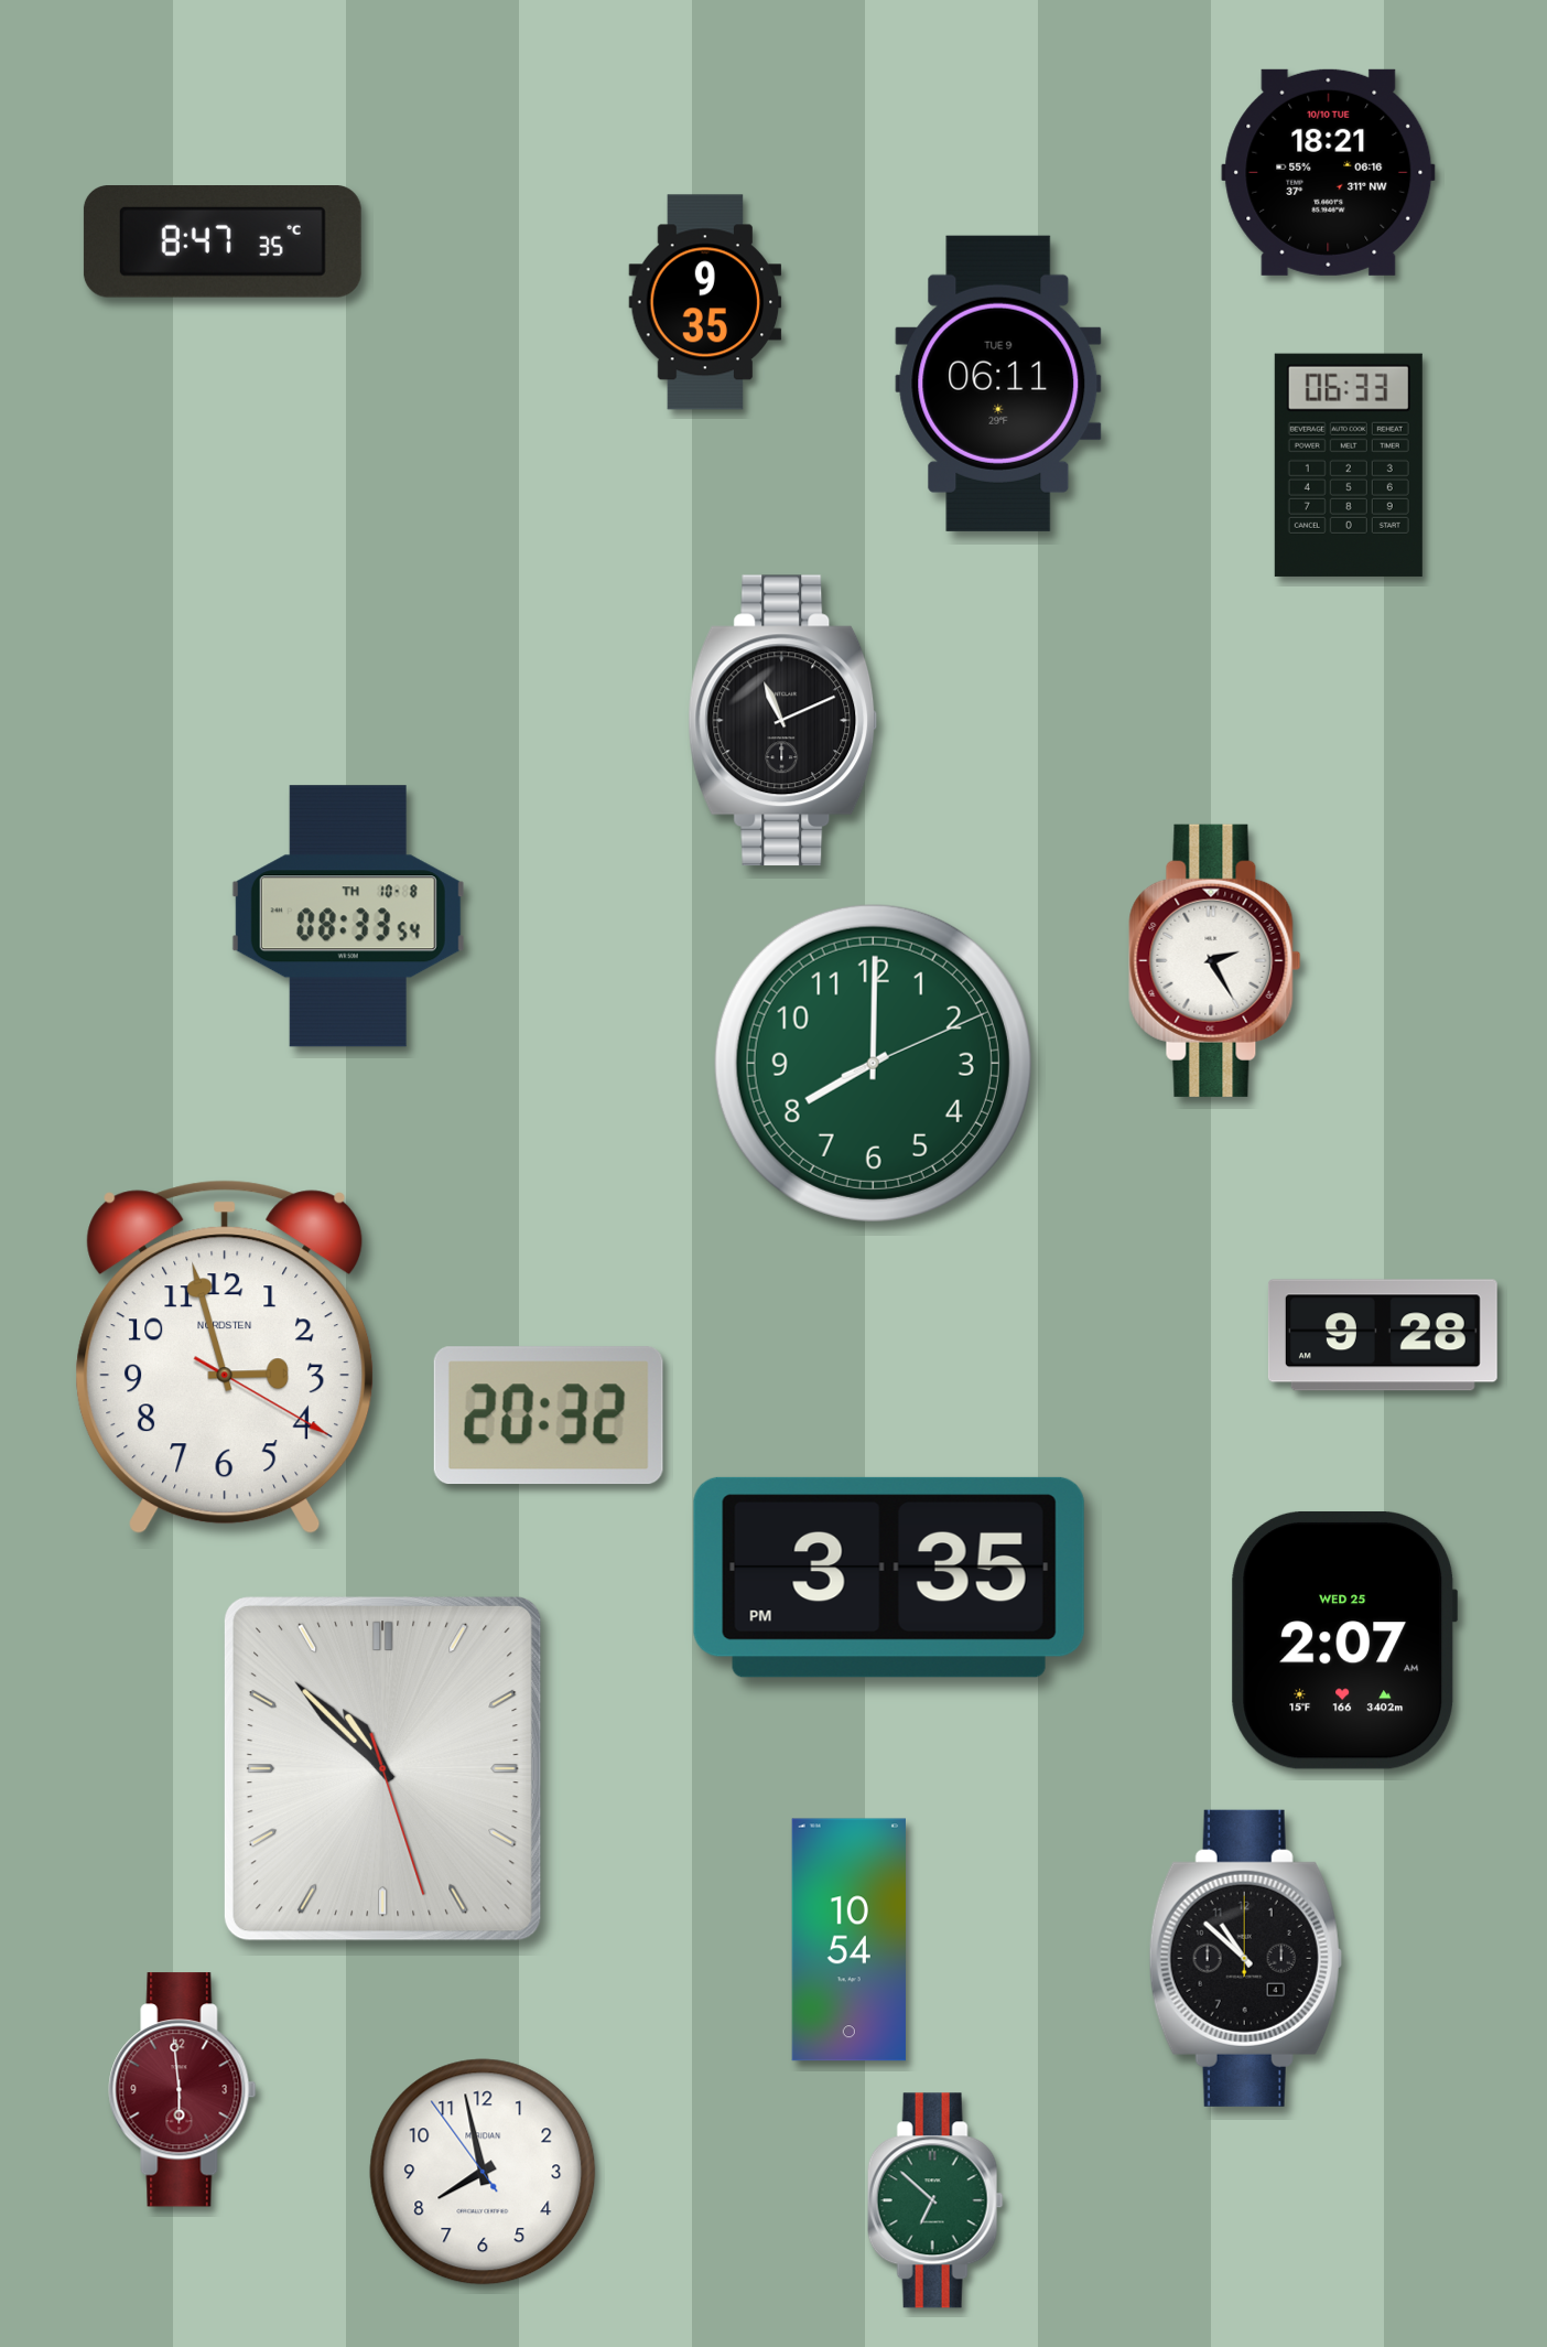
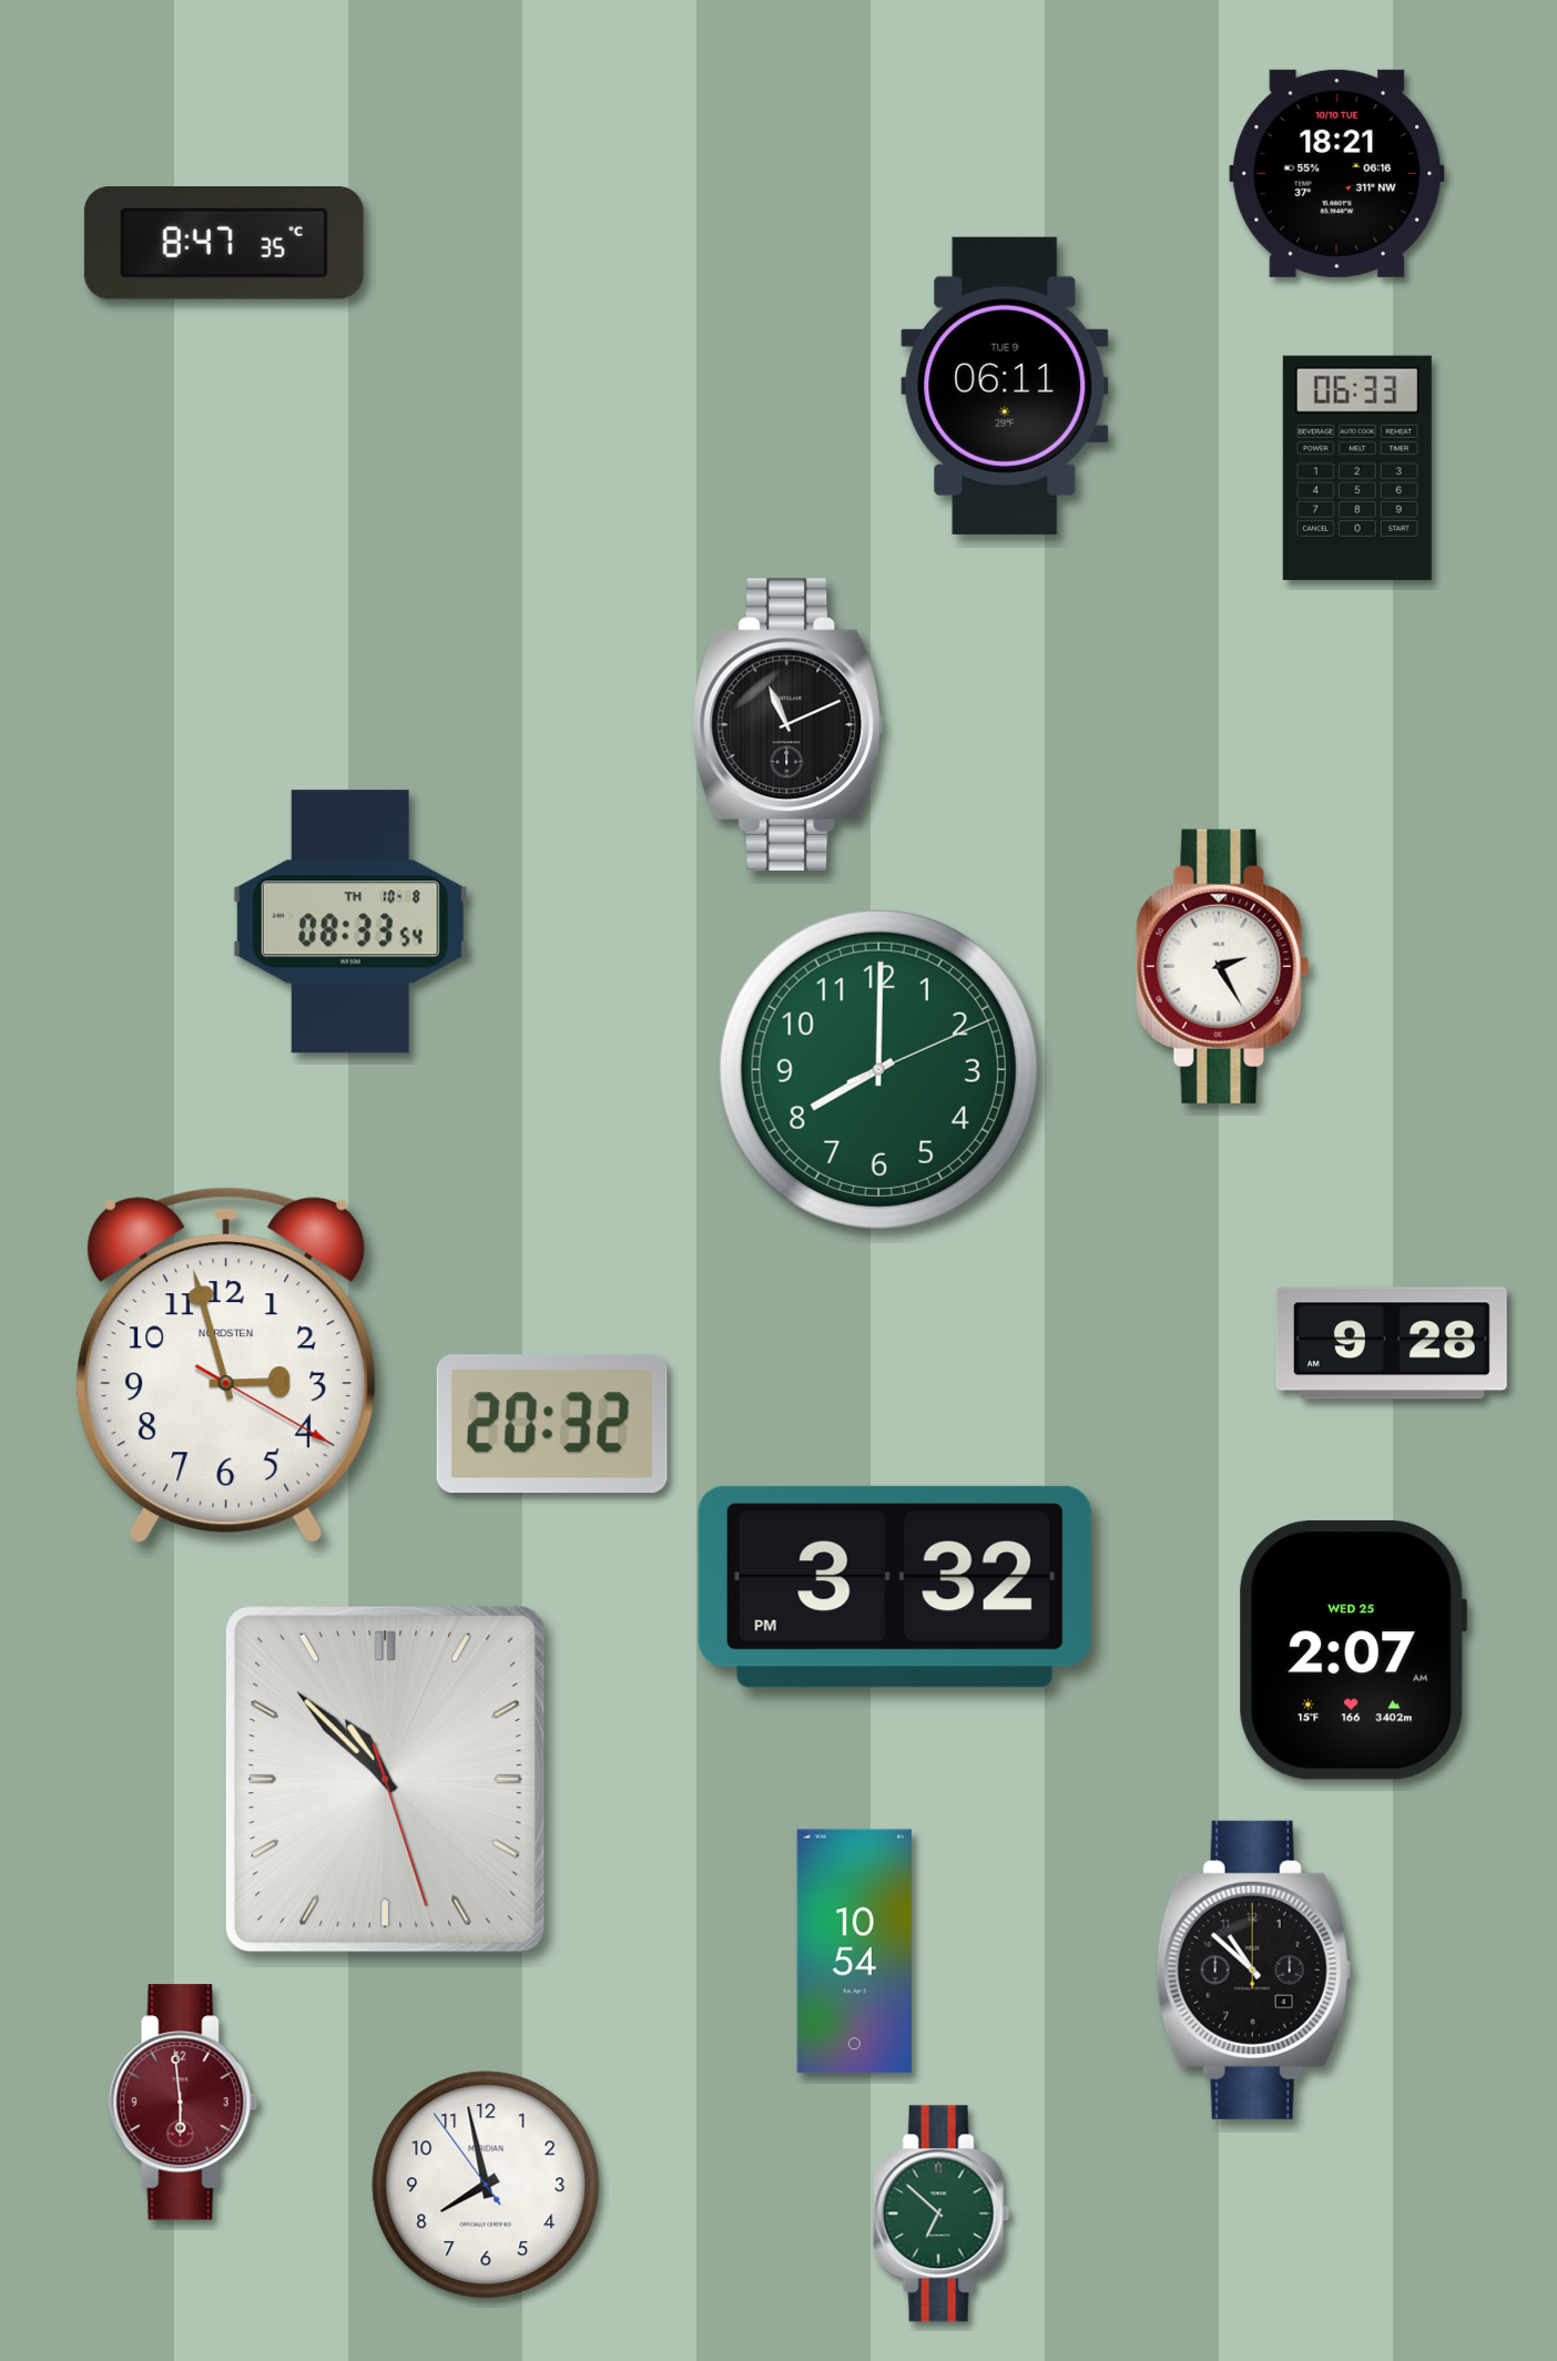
clock at (705, 302): 9:35 -> none
clock at (889, 1578): 3:35 -> 3:32
